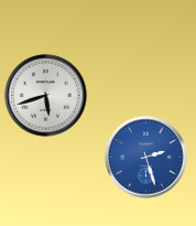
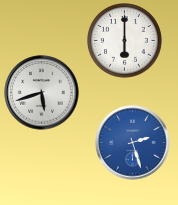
clock at (125, 41): none -> 6:00
clock at (46, 96) position: (46, 96) -> (42, 93)
